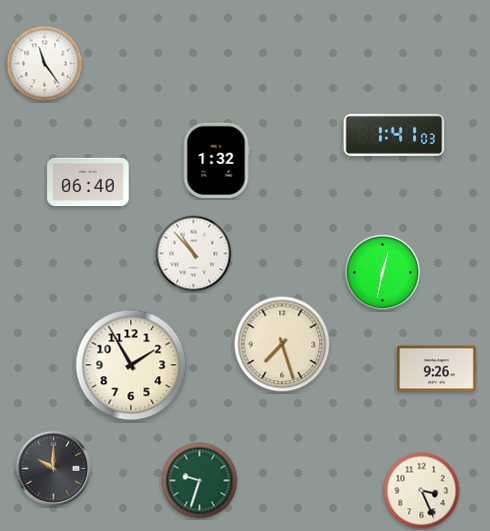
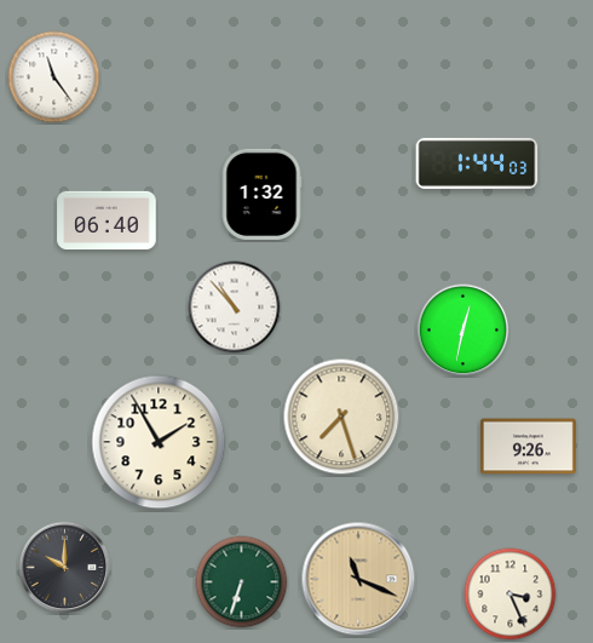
clock at (394, 135): 1:41 -> 1:44
clock at (358, 579): none -> 11:19
clock at (200, 481): 9:33 -> 6:33
